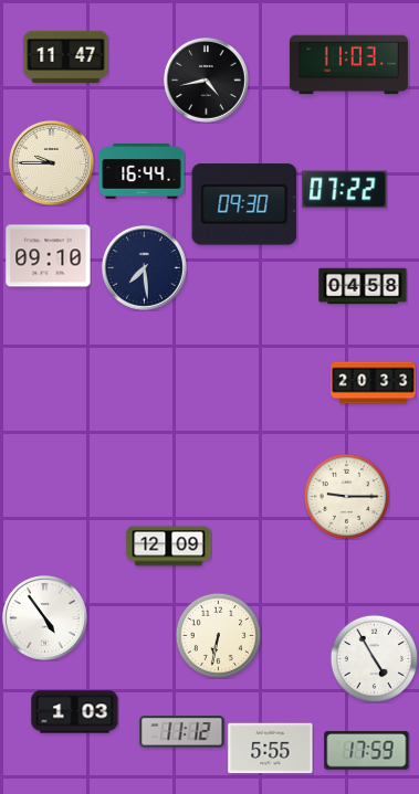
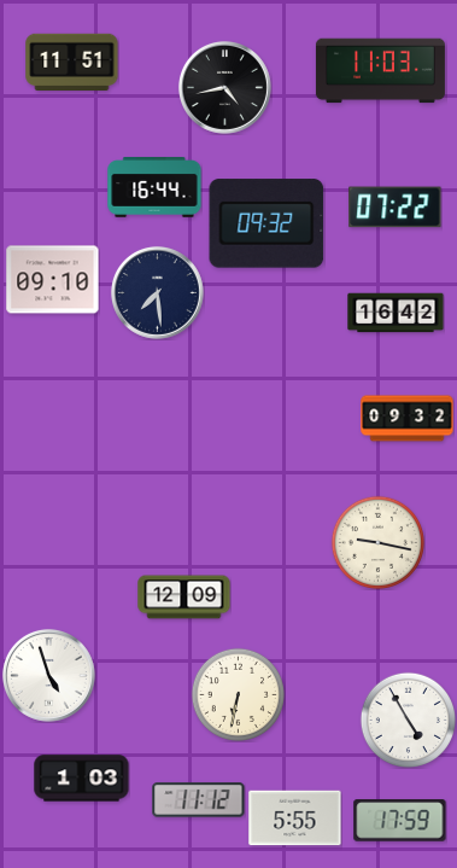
clock at (66, 56): 11:47 -> 11:51
clock at (51, 162): 9:45 -> none
clock at (345, 190) position: (345, 190) -> (396, 208)
clock at (244, 204): 09:30 -> 09:32
clock at (363, 286): 04:58 -> 16:42
clock at (374, 383): 20:33 -> 09:32
clock at (346, 496): 9:15 -> 9:17
clock at (44, 617): 4:54 -> 4:57
